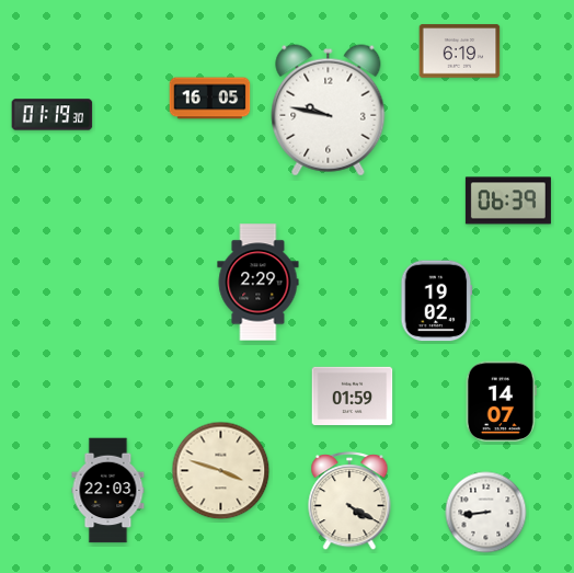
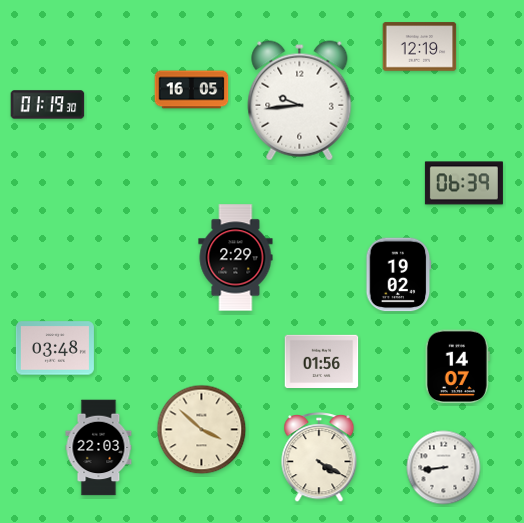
clock at (460, 51): 6:19 -> 12:19
clock at (329, 111): 9:47 -> 9:44
clock at (55, 348): none -> 03:48
clock at (353, 397): 01:59 -> 01:56
clock at (221, 471): 3:48 -> 3:52
